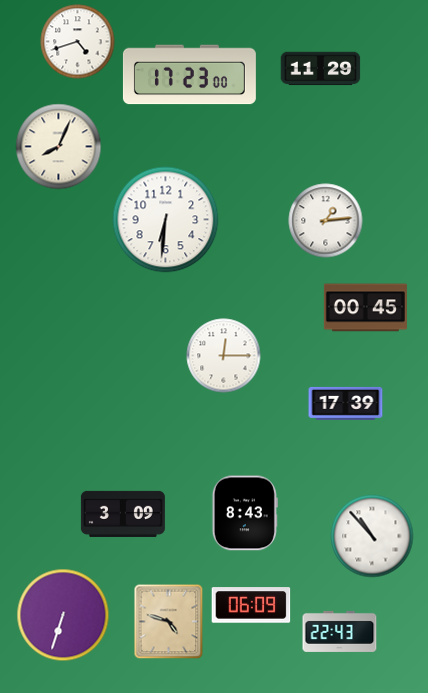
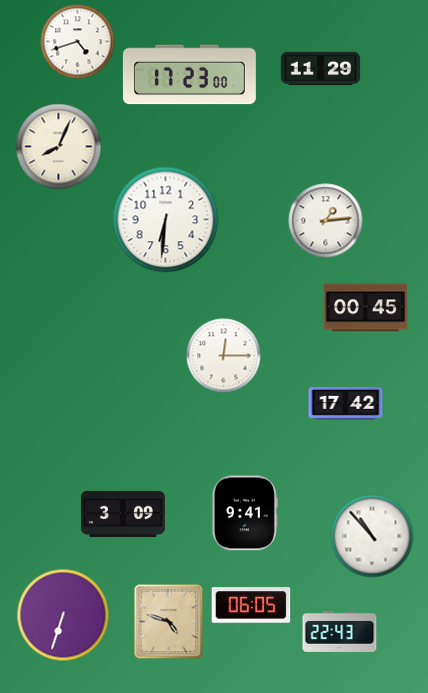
clock at (346, 403): 17:39 -> 17:42
clock at (245, 513): 8:43 -> 9:41
clock at (251, 605): 06:09 -> 06:05
